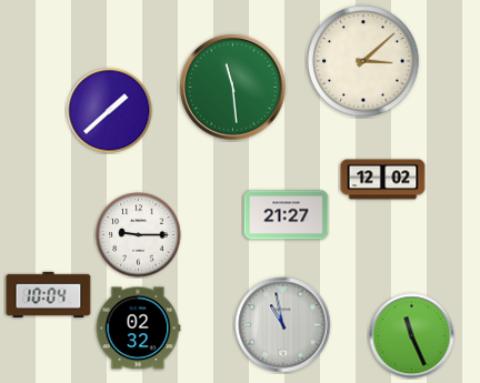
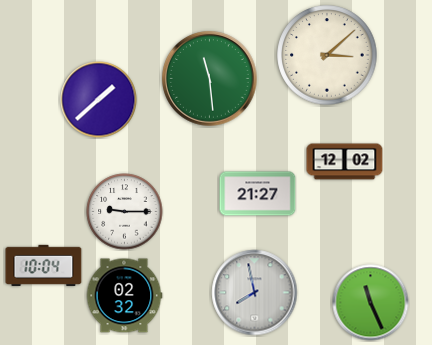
clock at (283, 325): 10:58 -> 7:58
